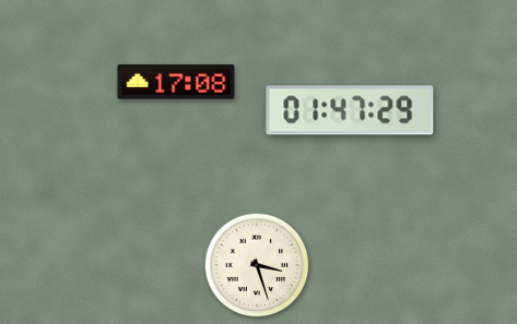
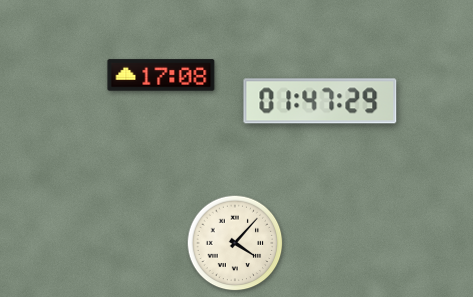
clock at (257, 265): 3:27 -> 4:07
